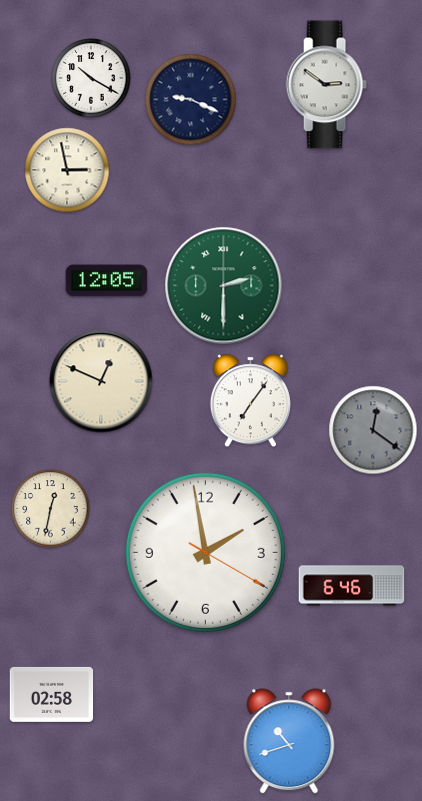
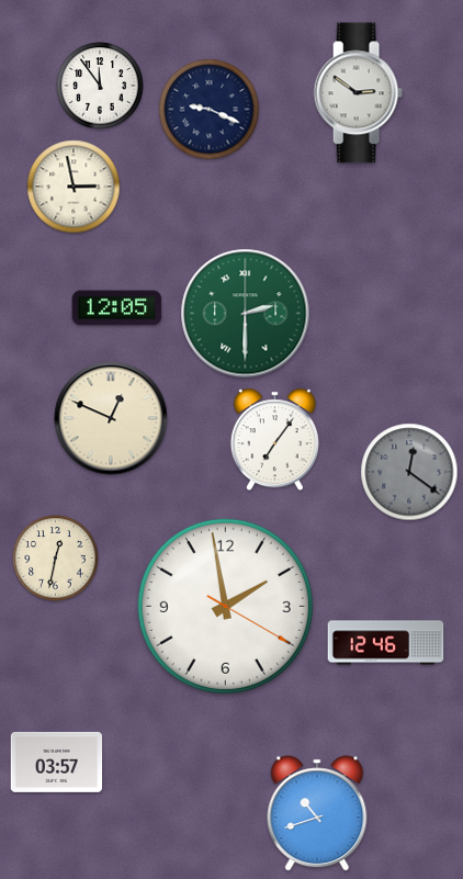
clock at (91, 78): 10:20 -> 11:54
clock at (352, 586): 6:46 -> 12:46
clock at (52, 694): 02:58 -> 03:57
